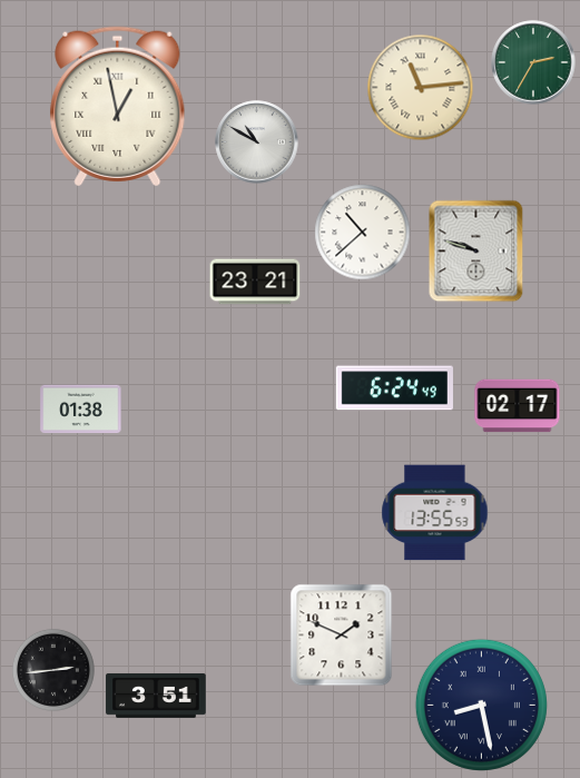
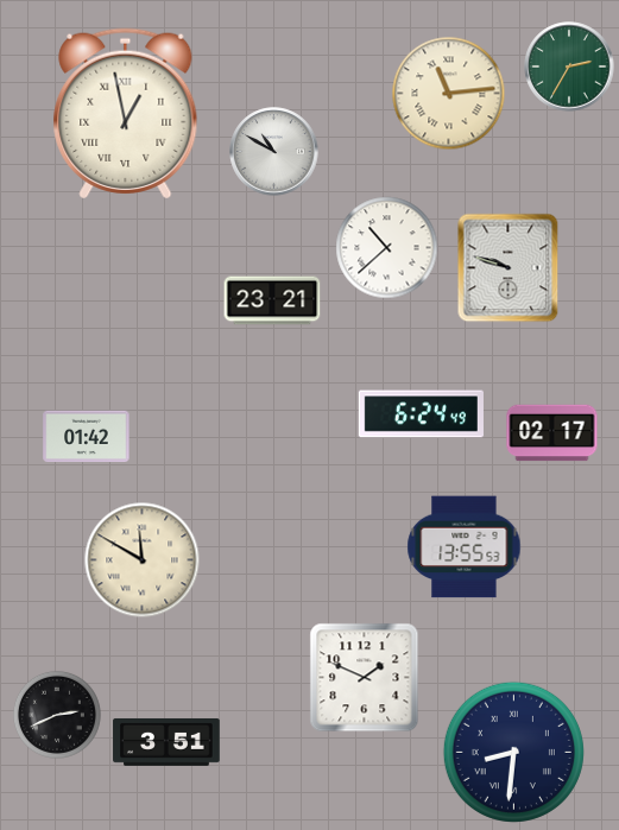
clock at (81, 410): 01:38 -> 01:42
clock at (143, 560): none -> 11:50
clock at (53, 670): 2:44 -> 2:41
clock at (481, 705): 8:28 -> 8:31
